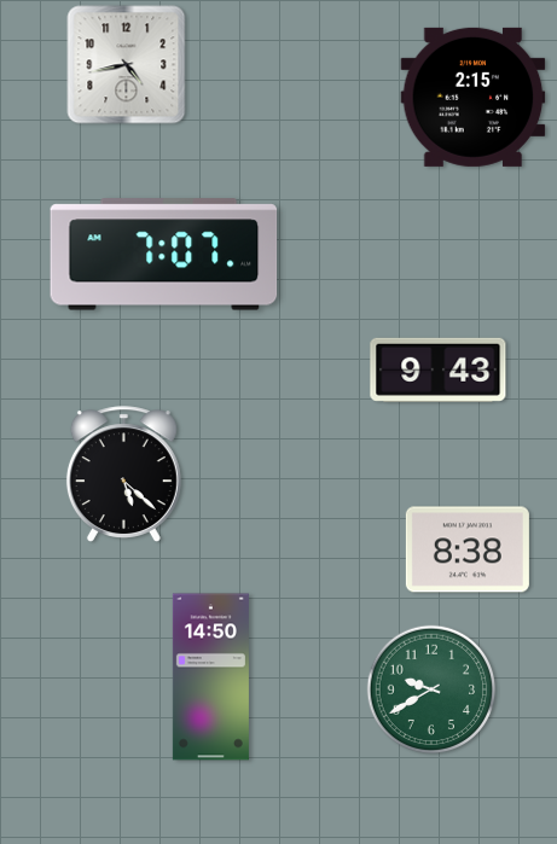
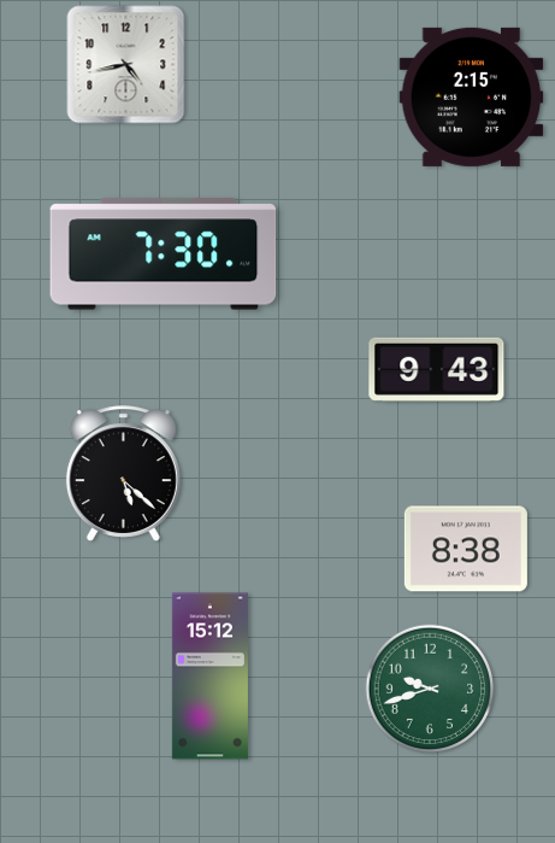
clock at (164, 255): 7:07 -> 7:30
clock at (210, 677): 14:50 -> 15:12
clock at (431, 689): 9:40 -> 9:42
